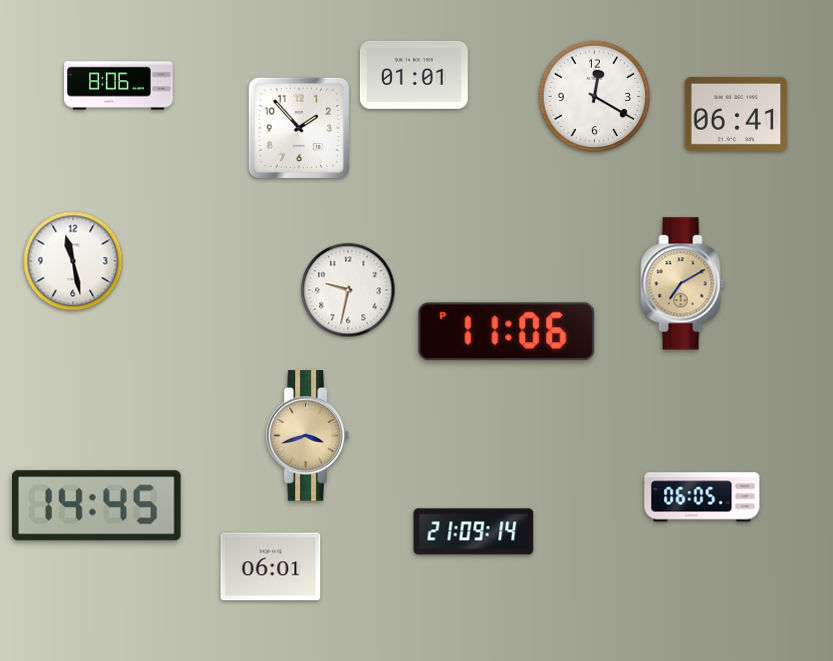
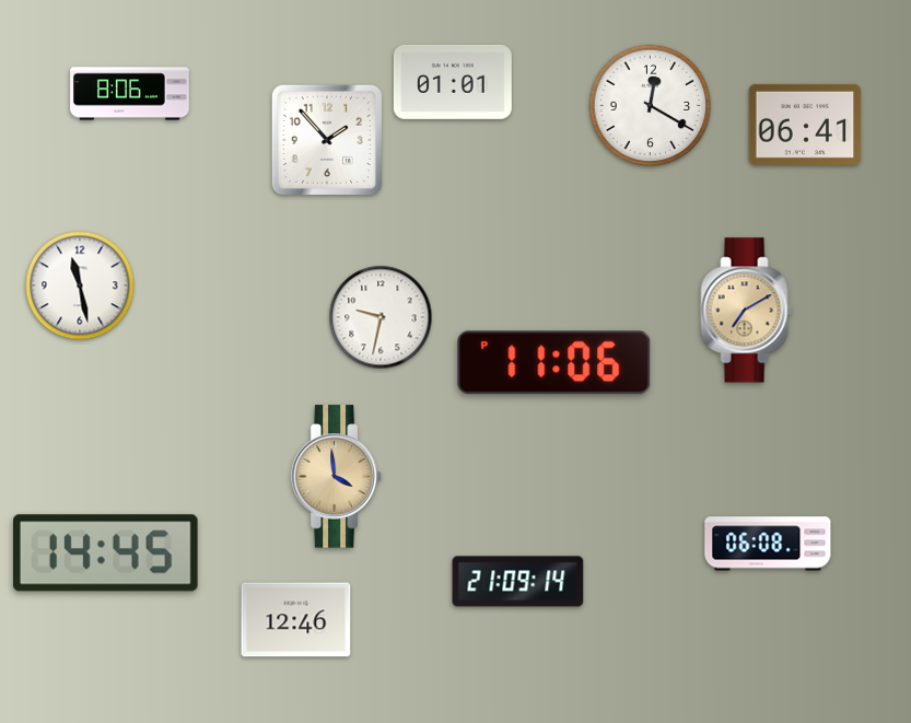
clock at (308, 436): 3:42 -> 3:59
clock at (702, 497): 06:05 -> 06:08
clock at (271, 567): 06:01 -> 12:46
